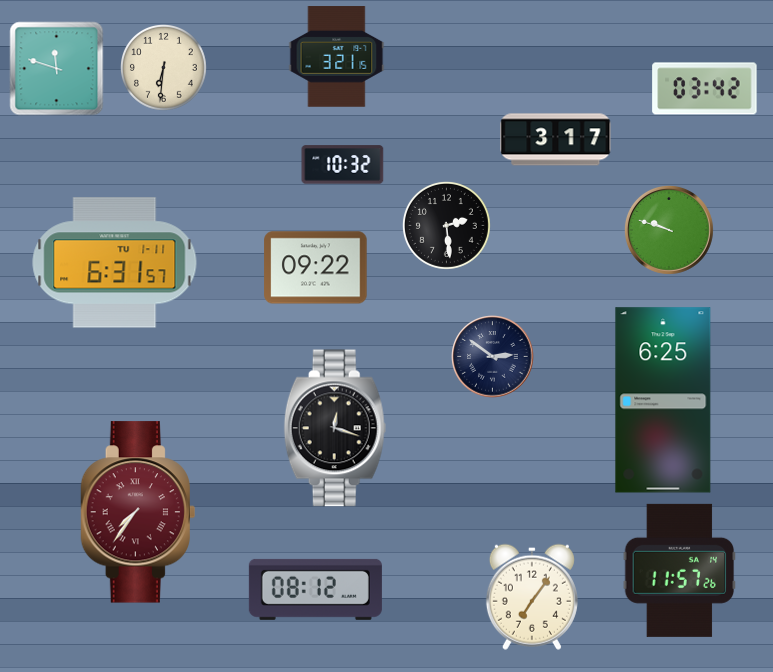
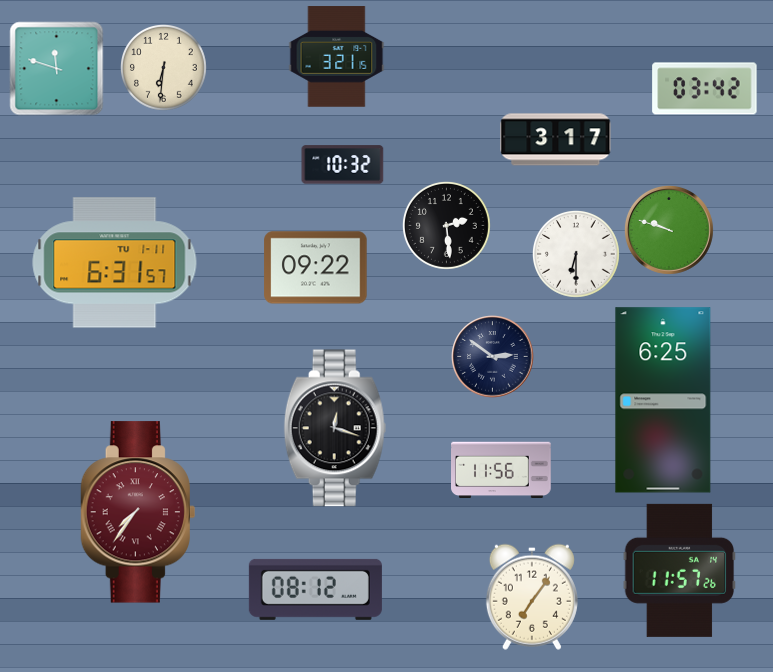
clock at (576, 254): none -> 6:30
clock at (501, 470): none -> 11:56
